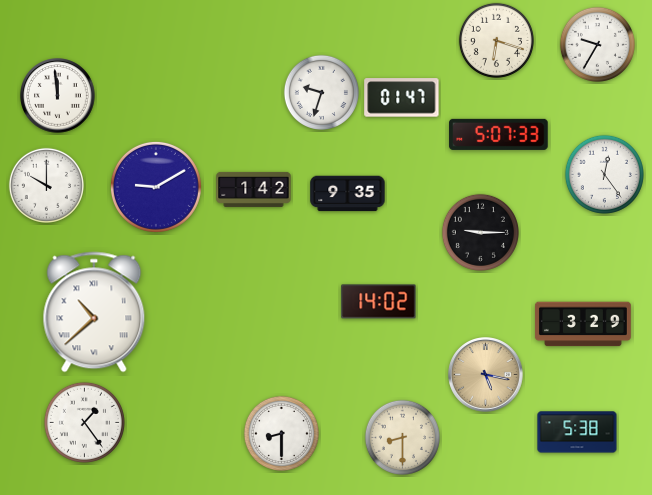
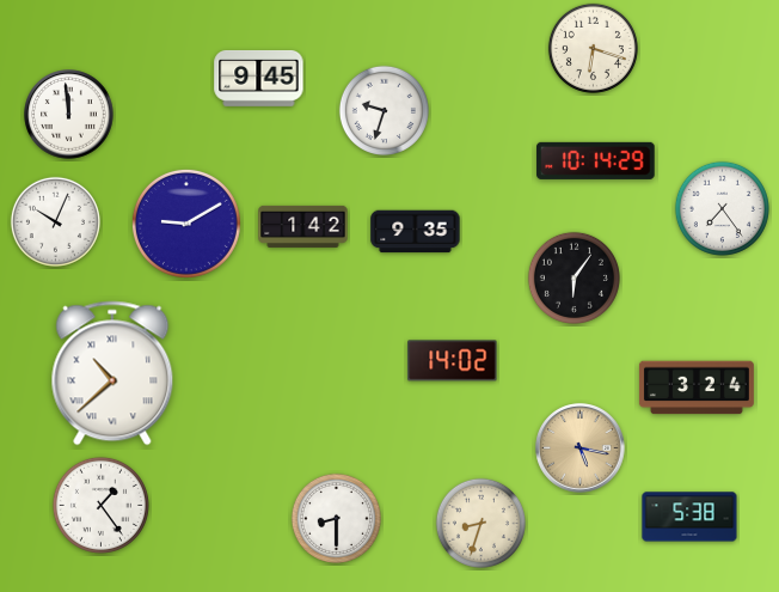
clock at (597, 44): 9:35 -> none
clock at (259, 78): none -> 9:45
clock at (402, 98): 01:47 -> none
clock at (499, 134): 5:07 -> 10:14
clock at (604, 174): 12:24 -> 7:24
clock at (46, 185): 10:00 -> 10:04
clock at (480, 232): 9:15 -> 6:06
clock at (583, 324): 3:29 -> 3:24
clock at (402, 437): 8:30 -> 8:33
